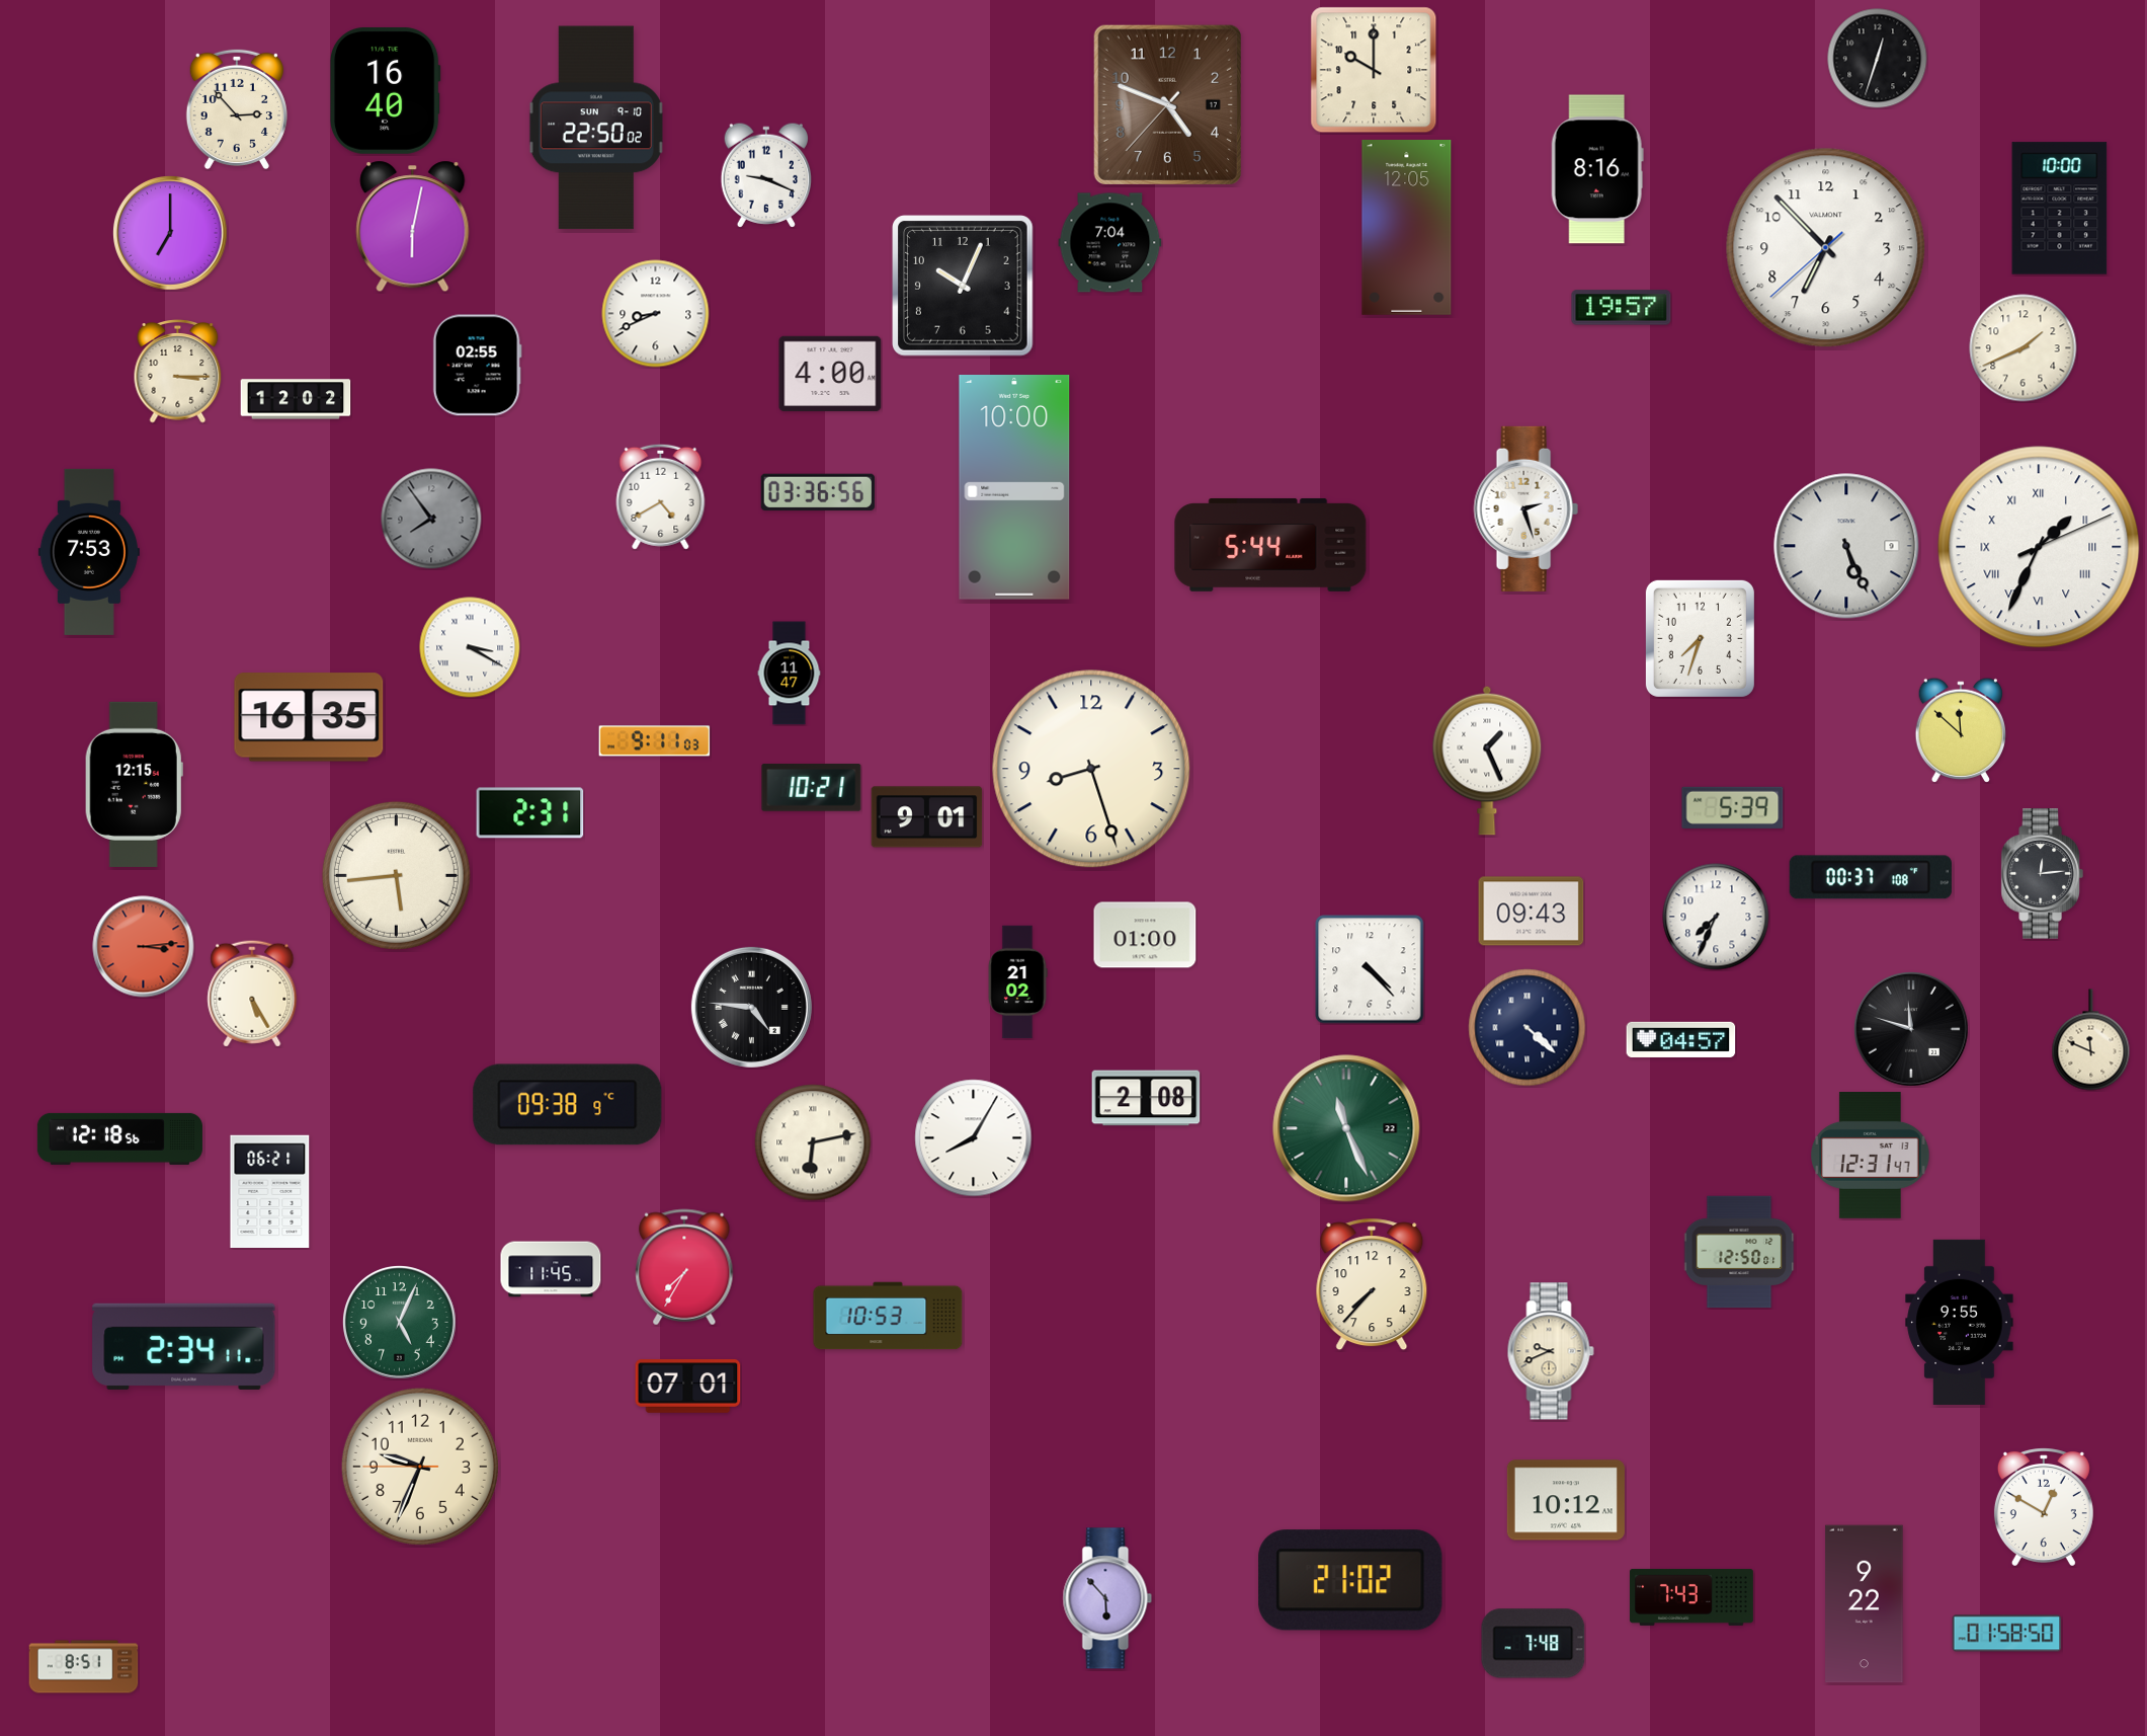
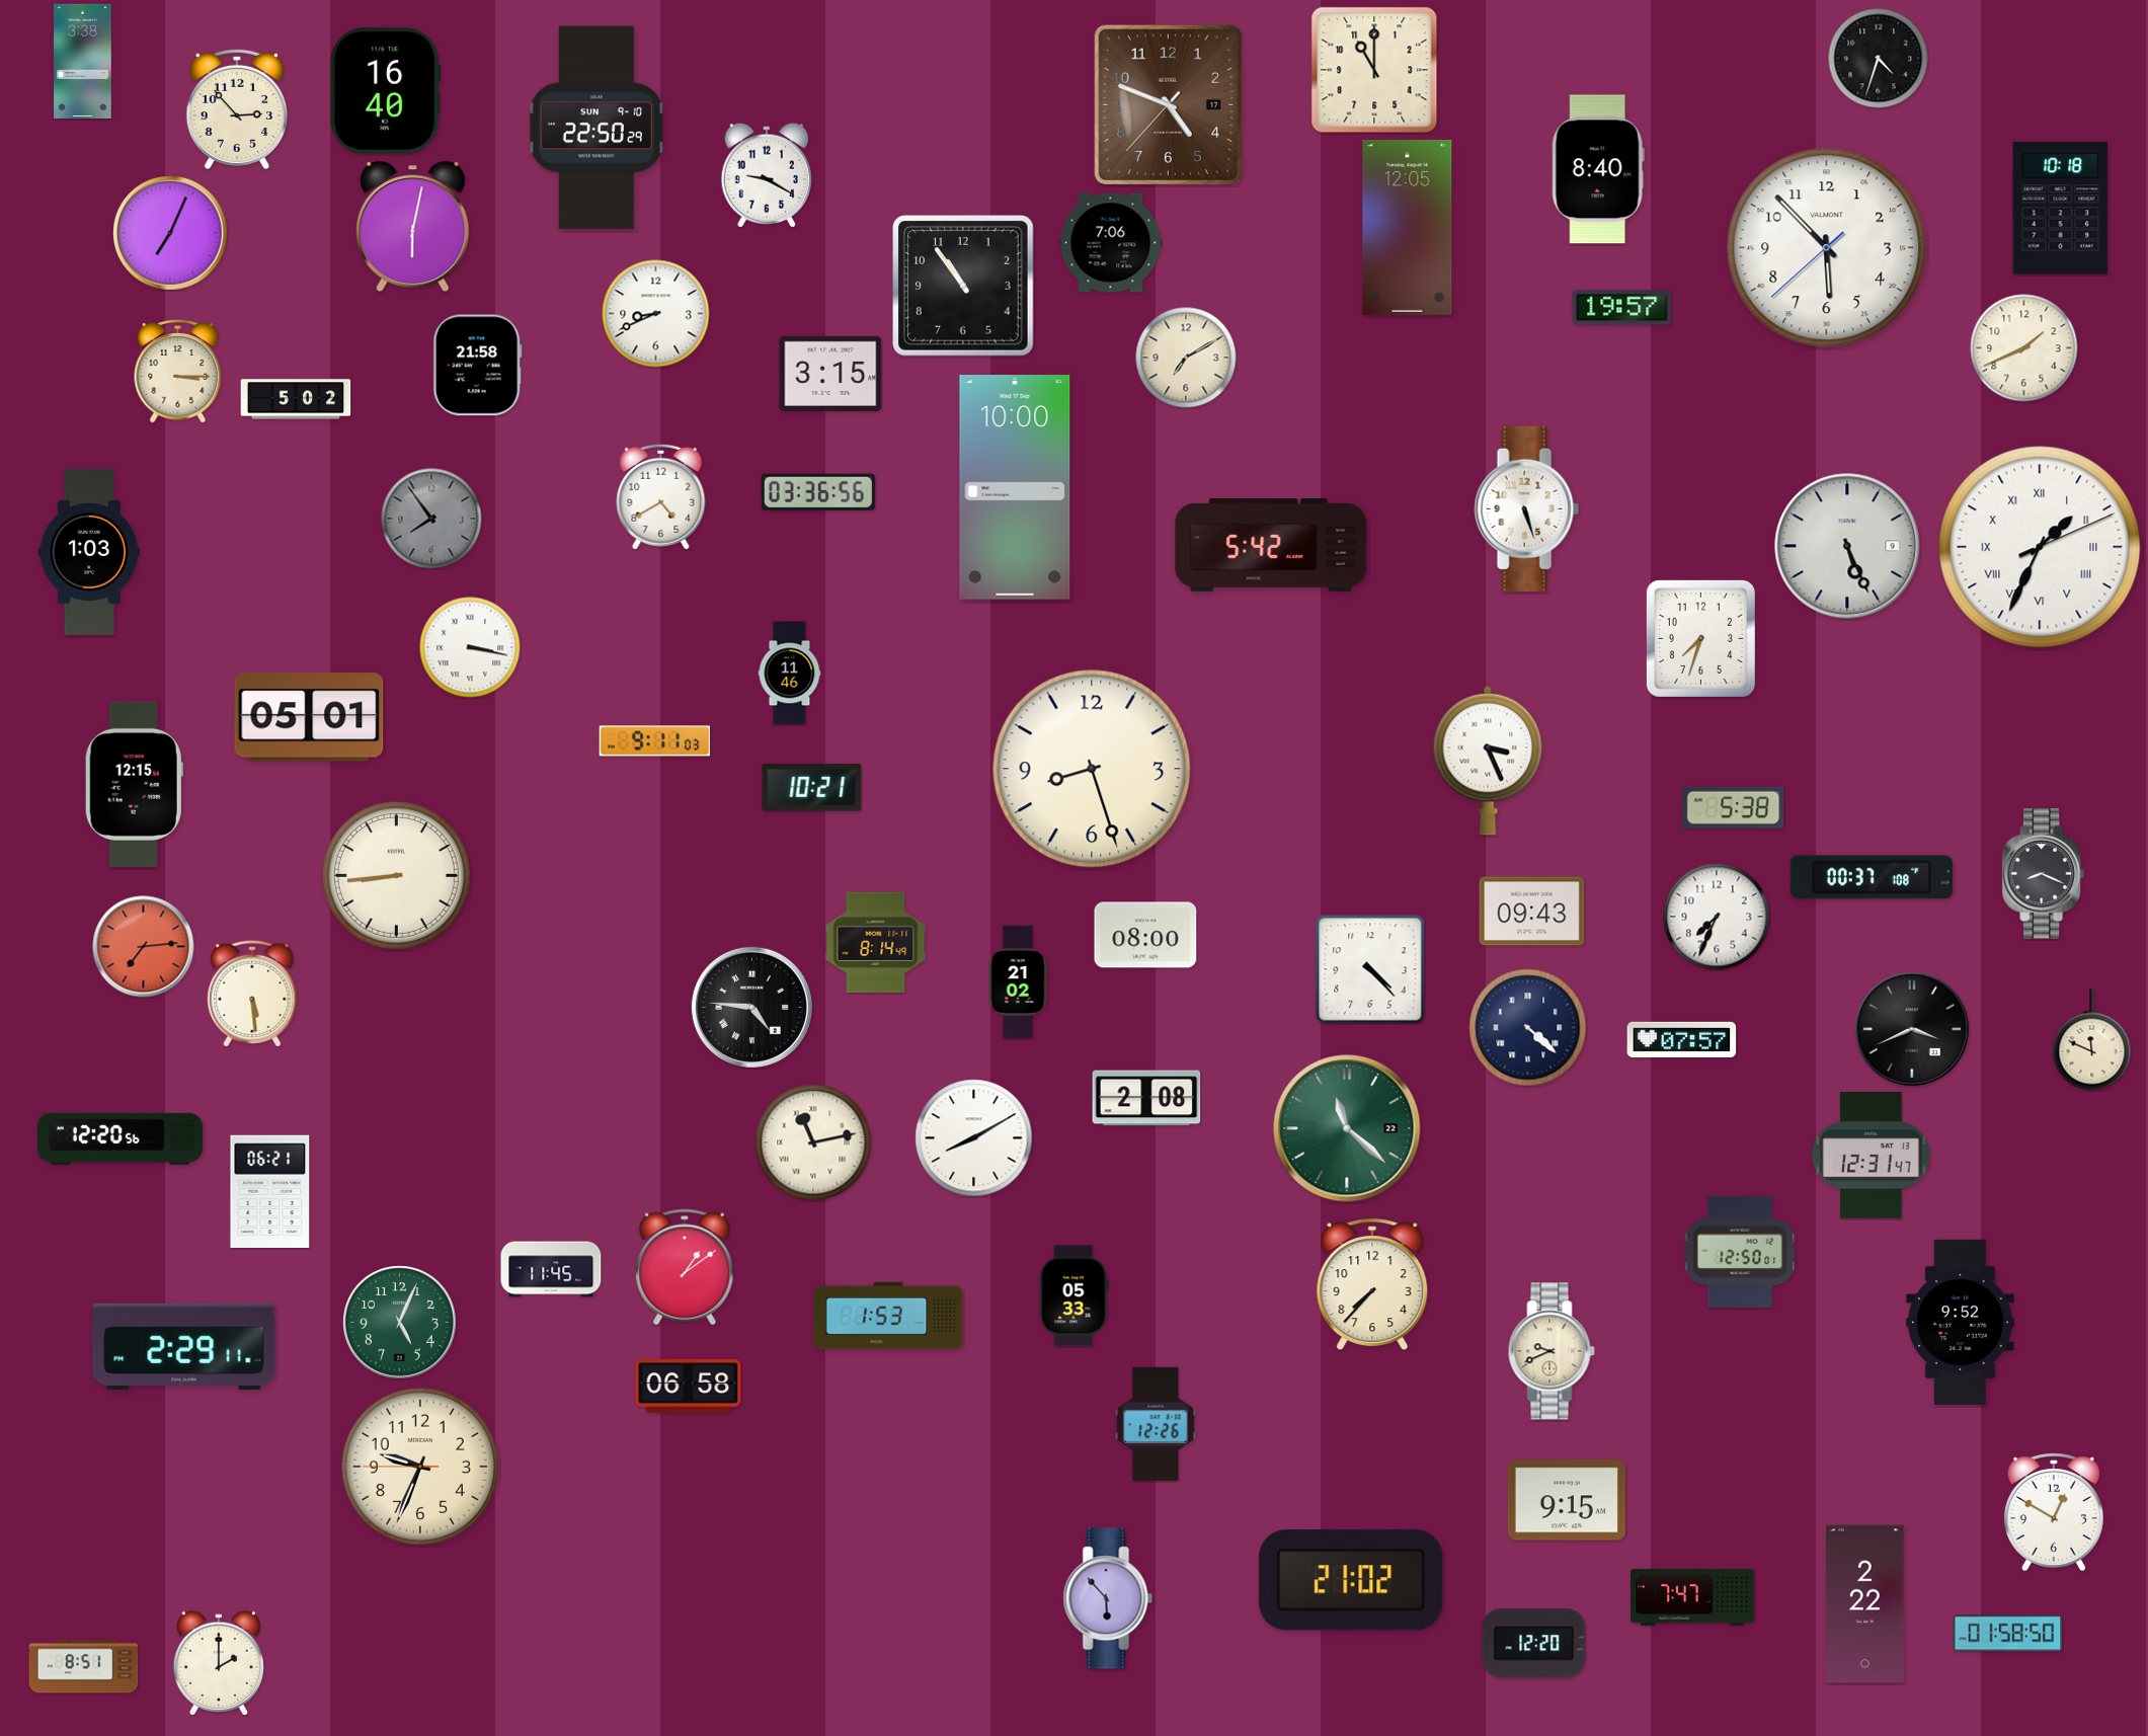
clock at (1878, 59): 12:33 -> 4:33
clock at (83, 62): none -> 3:38
clock at (1374, 70): 10:00 -> 11:00
clock at (596, 128): 22:50:02 -> 22:50:29
clock at (1597, 169): 8:16 -> 8:40
clock at (766, 175): 9:19 -> 9:20
clock at (2060, 209): 10:00 -> 10:18
clock at (171, 234): 7:00 -> 7:04
clock at (1110, 243): 7:04 -> 7:06
clock at (1826, 248): 6:52 -> 5:52
clock at (964, 287): 10:04 -> 10:54
clock at (1186, 358): none -> 7:10
clock at (477, 366): 02:55 -> 21:58
clock at (830, 374): 4:00 -> 3:15
clock at (296, 399): 12:02 -> 5:02
clock at (1525, 508): 2:27 -> 5:27
clock at (1270, 545): 5:44 -> 5:42
clock at (89, 552): 7:53 -> 1:03
clock at (470, 647): 3:20 -> 3:17
clock at (790, 674): 11:47 -> 11:46
clock at (309, 717): 16:35 -> 05:01
clock at (1961, 730): 11:52 -> none
clock at (1487, 761): 1:26 -> 3:26
clock at (1733, 807): 5:39 -> 5:38
clock at (530, 813): 2:31 -> none
clock at (927, 817): 9:01 -> none
clock at (2042, 874): 12:14 -> 8:19
clock at (396, 875): 5:44 -> 8:44
clock at (1145, 935): 01:00 -> 08:00
clock at (876, 943): none -> 8:14
clock at (144, 947): 3:14 -> 7:14
clock at (252, 994): 5:25 -> 5:29
clock at (1912, 1030): 11:48 -> 3:41
clock at (1681, 1039): 04:57 -> 07:57
clock at (568, 1105): 09:38 -> none
clock at (1346, 1128): 11:26 -> 11:22
clock at (119, 1138): 12:18 -> 12:20
clock at (974, 1138): 8:05 -> 8:10
clock at (813, 1142): 6:13 -> 11:13
clock at (684, 1267): 7:35 -> 1:09
clock at (1075, 1296): none -> 05:33
clock at (888, 1316): 10:53 -> 1:53
clock at (1960, 1322): 9:55 -> 9:52
clock at (184, 1346): 2:34 -> 2:29
clock at (688, 1387): 07:01 -> 06:58
clock at (1156, 1424): none -> 12:26
clock at (1566, 1500): 10:12 -> 9:15
clock at (2044, 1507) position: (2044, 1507) -> (2054, 1512)
clock at (1691, 1597): 7:43 -> 7:47
clock at (1865, 1604): 9:22 -> 2:22
clock at (1534, 1644): 7:48 -> 12:20
clock at (219, 1663): none -> 2:00
